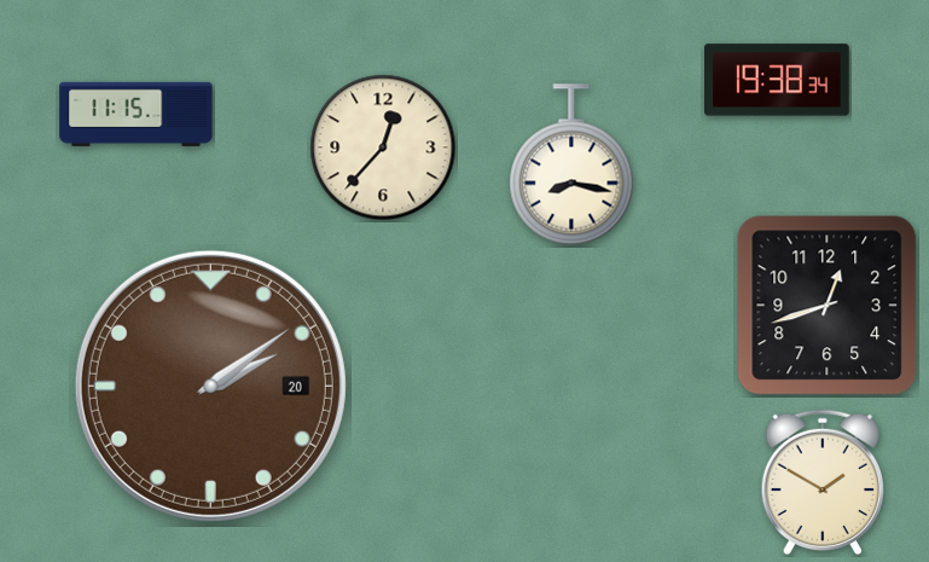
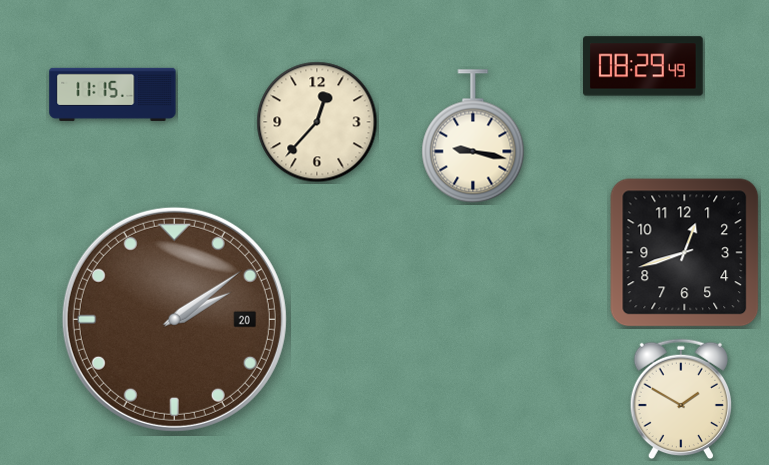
clock at (777, 80): 19:38 -> 08:29
clock at (571, 164): 8:17 -> 9:17
